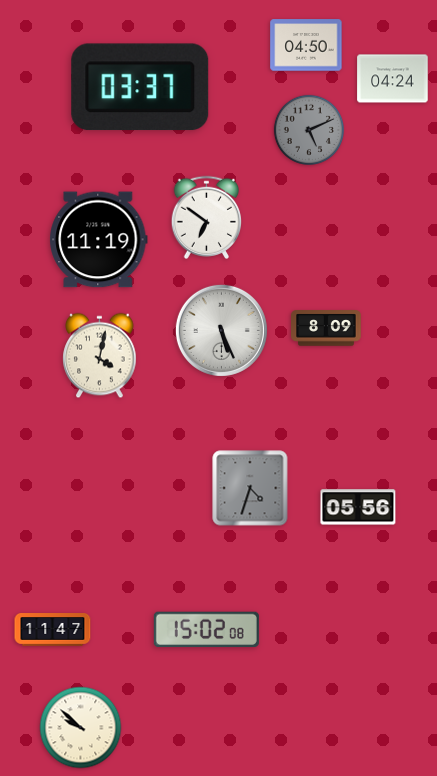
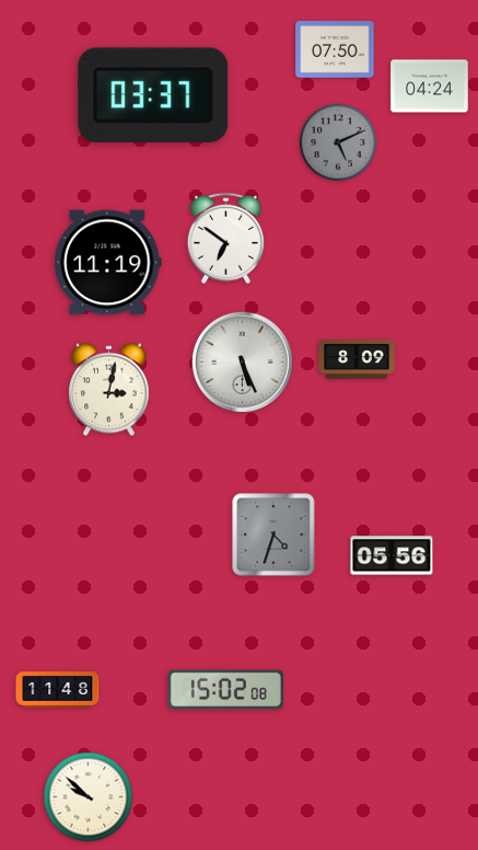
clock at (306, 45): 04:50 -> 07:50
clock at (100, 356): 4:02 -> 3:02
clock at (53, 630): 11:47 -> 11:48
